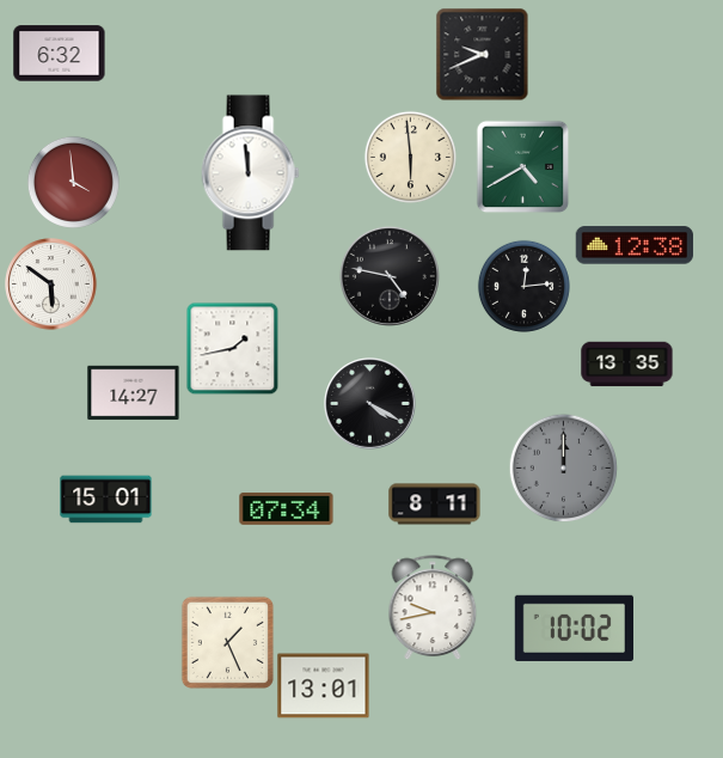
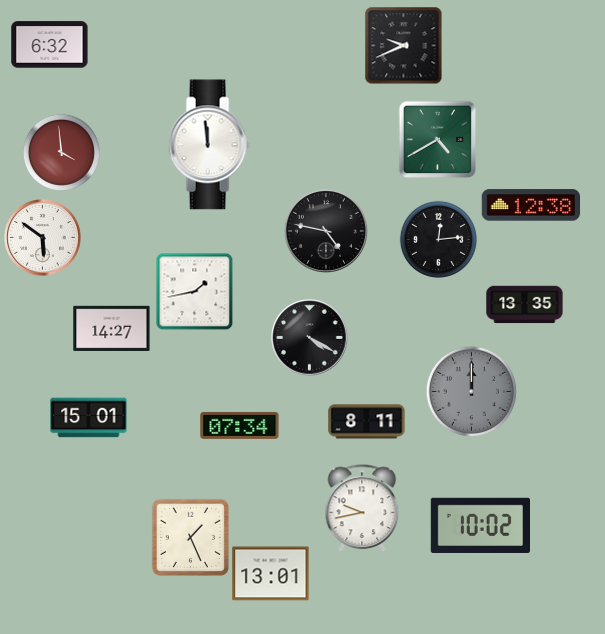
clock at (410, 157): 5:59 -> none
clock at (435, 505) position: (435, 505) -> (367, 422)
